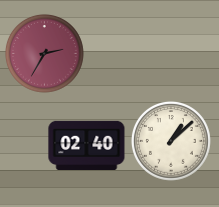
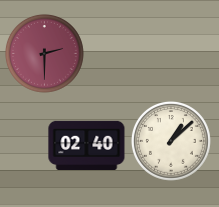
clock at (44, 53): 2:35 -> 2:30
